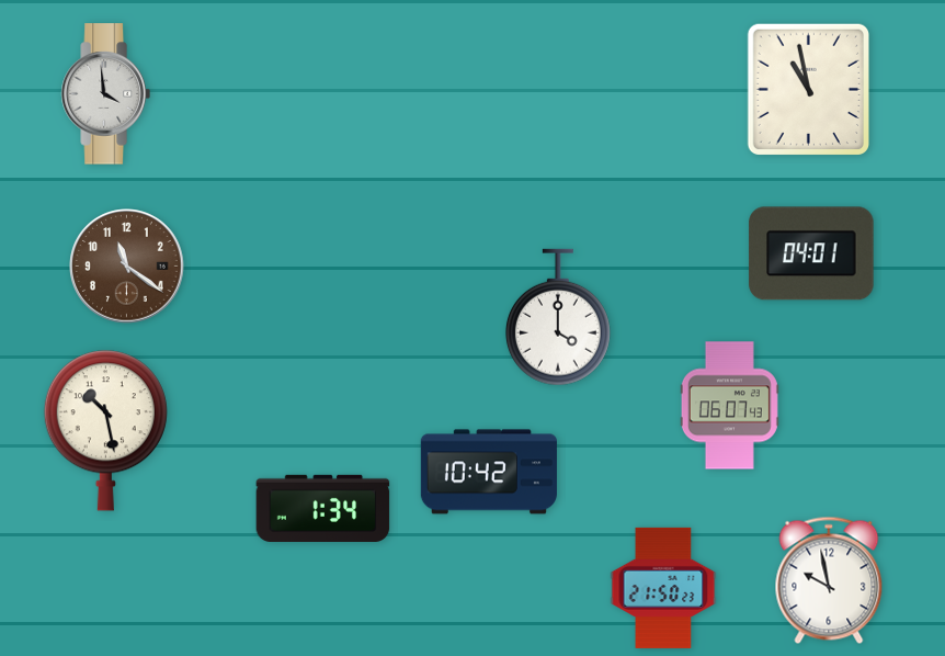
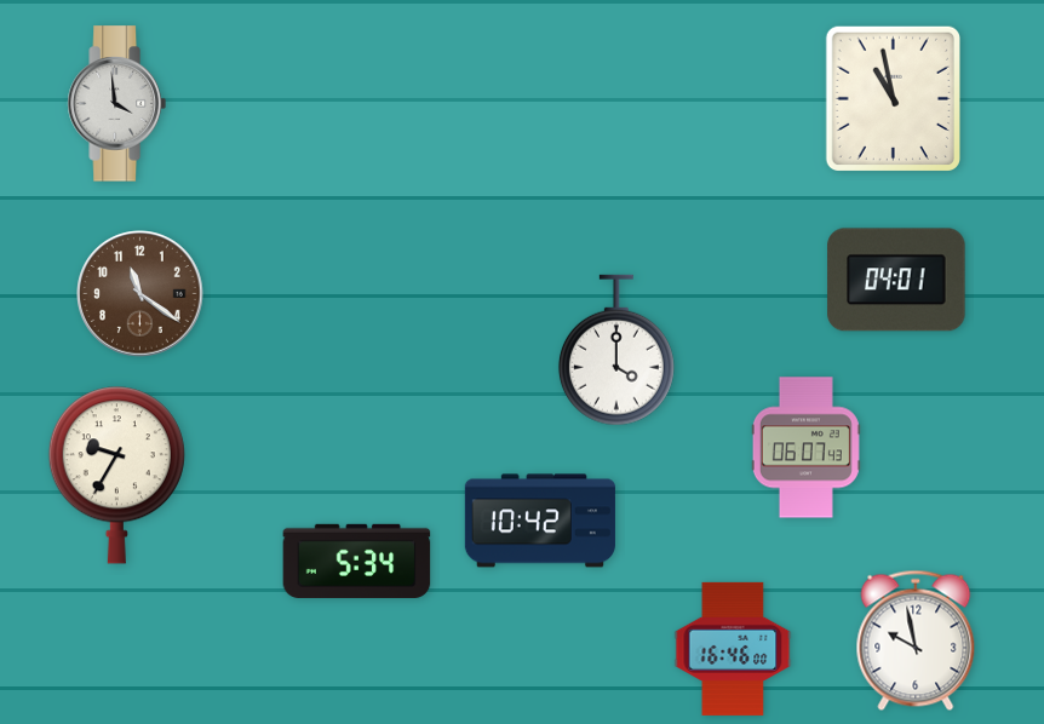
clock at (105, 431): 10:28 -> 9:35
clock at (323, 508): 1:34 -> 5:34
clock at (663, 588): 21:50 -> 16:46
